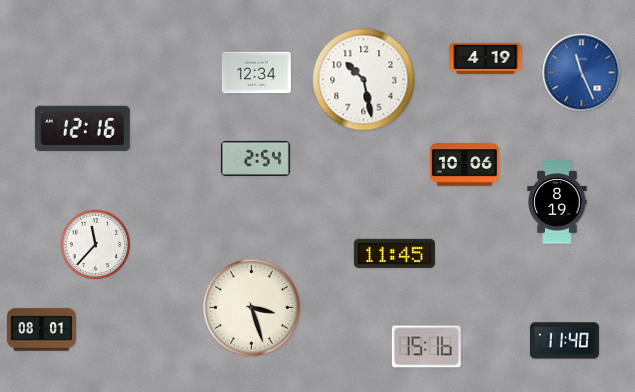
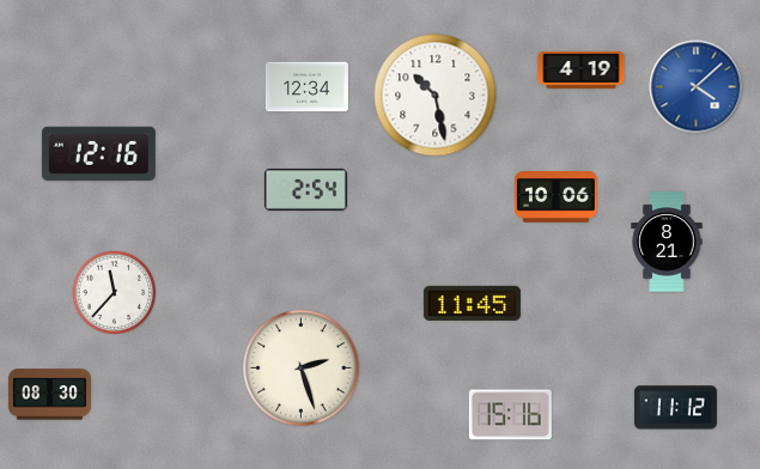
clock at (582, 73): 11:26 -> 4:08
clock at (557, 202): 8:19 -> 8:21
clock at (252, 308): 3:27 -> 2:27
clock at (41, 330): 08:01 -> 08:30
clock at (564, 341): 11:40 -> 11:12
